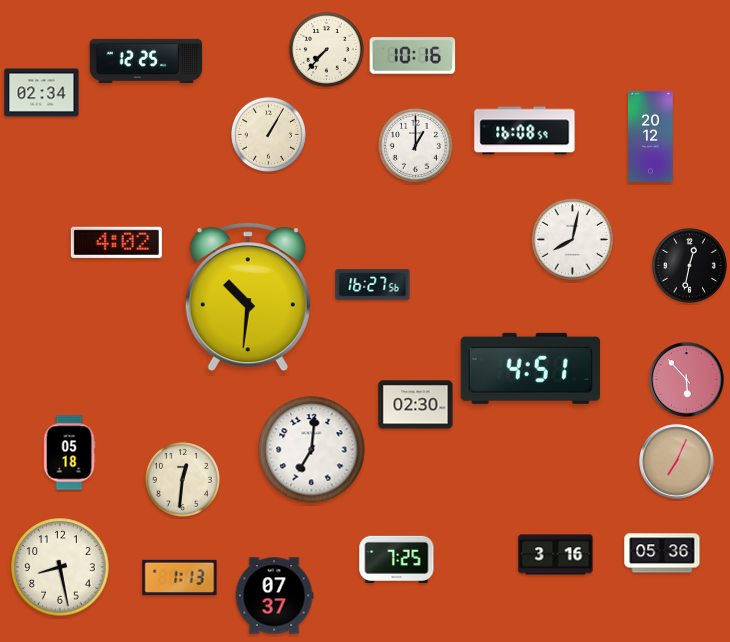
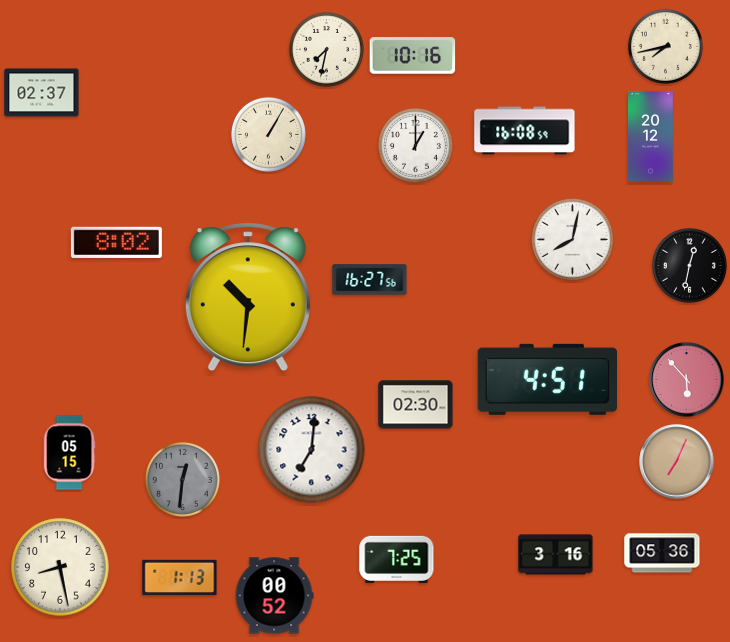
clock at (665, 46): none -> 7:43
clock at (326, 49): 7:37 -> 7:32
clock at (146, 61): 12:25 -> none
clock at (42, 93): 02:34 -> 02:37
clock at (116, 242): 4:02 -> 8:02
clock at (373, 285) position: (373, 285) -> (370, 280)
clock at (530, 368) position: (530, 368) -> (547, 379)
clock at (69, 453): 05:18 -> 05:15
clock at (182, 479) dial: cream -> grey
clock at (274, 596): 07:37 -> 00:52
